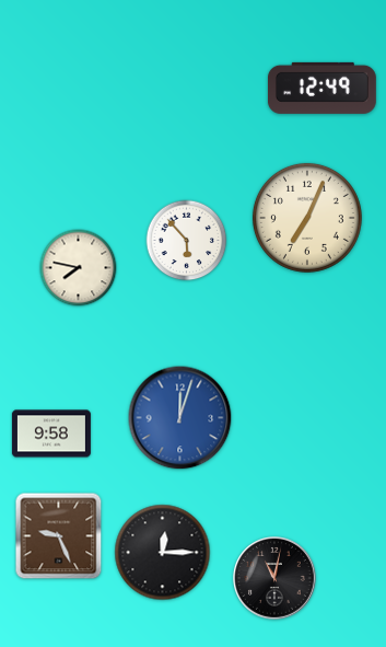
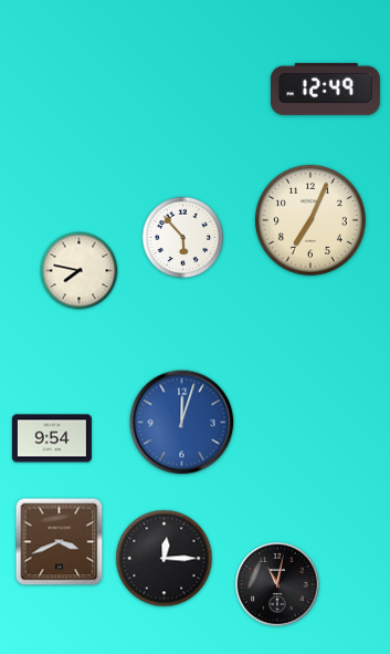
clock at (187, 241) position: (187, 241) -> (183, 238)
clock at (51, 434): 9:58 -> 9:54
clock at (59, 536): 9:26 -> 3:41
